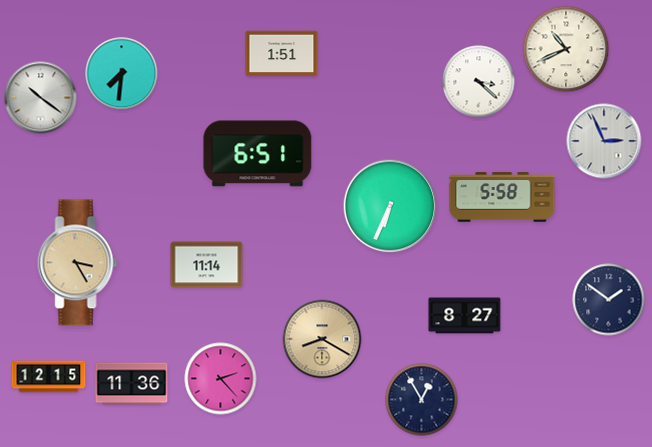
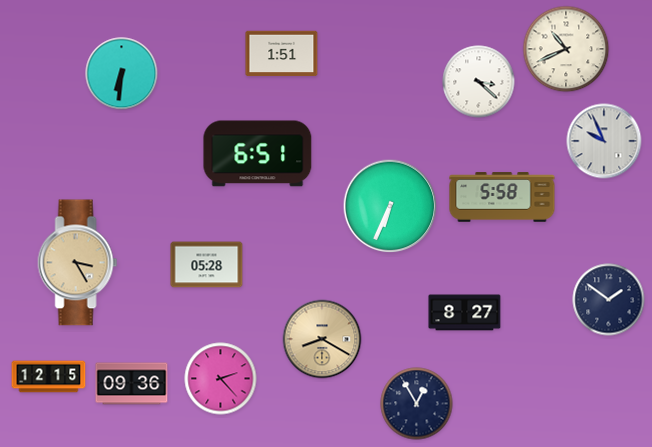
clock at (122, 74): 7:31 -> 6:31
clock at (41, 98): 10:21 -> none
clock at (604, 141): 2:56 -> 9:56
clock at (207, 265): 11:14 -> 05:28
clock at (465, 316) position: (465, 316) -> (465, 313)
clock at (132, 384): 11:36 -> 09:36
clock at (422, 400) position: (422, 400) -> (417, 404)
